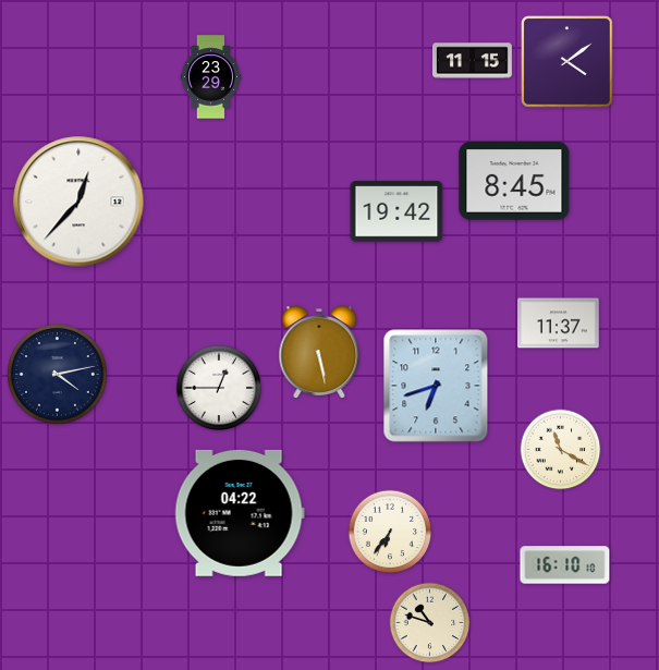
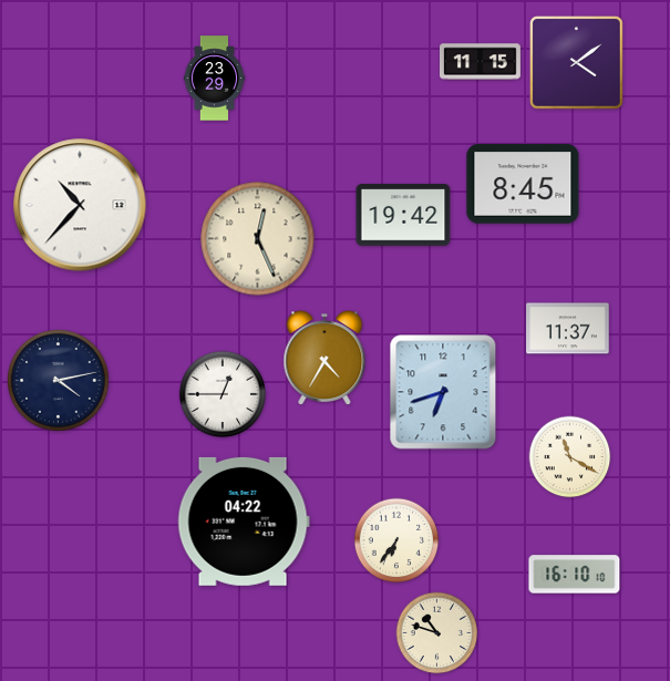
clock at (78, 202): 12:37 -> 10:37
clock at (258, 239): none -> 12:26
clock at (319, 352): 5:28 -> 4:35
